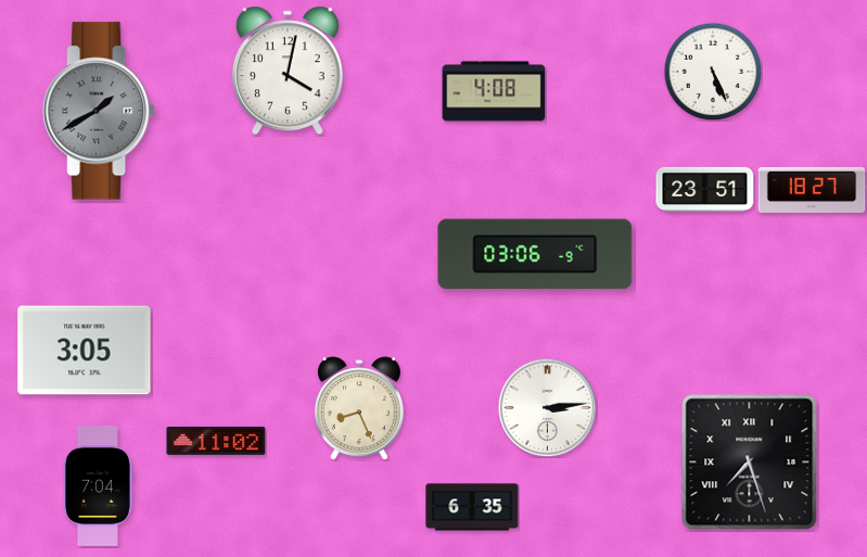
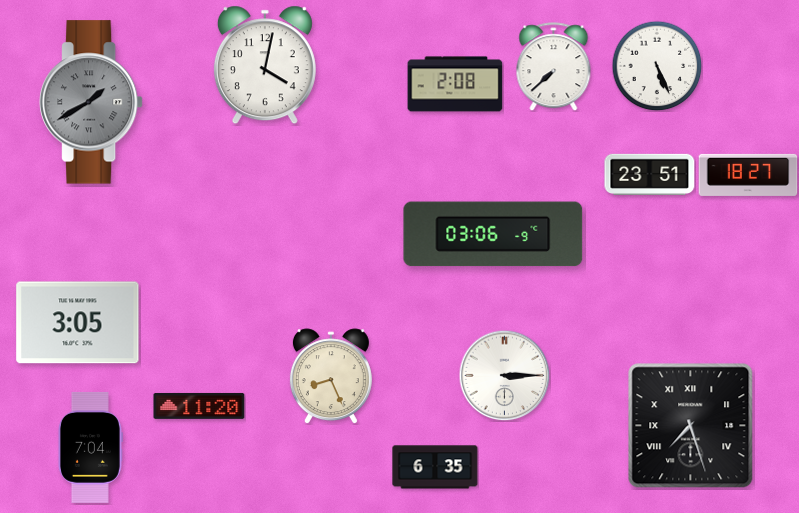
clock at (554, 67): none -> 7:38
clock at (494, 91): 4:08 -> 2:08
clock at (547, 407): 3:14 -> 3:15
clock at (216, 441): 11:02 -> 11:20
